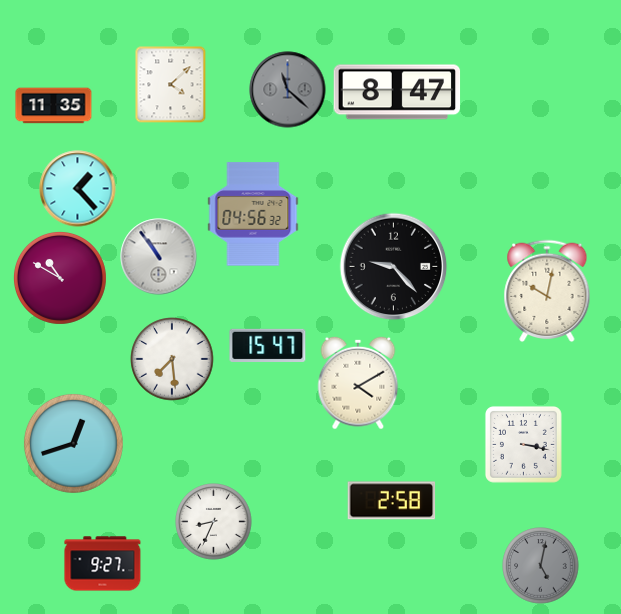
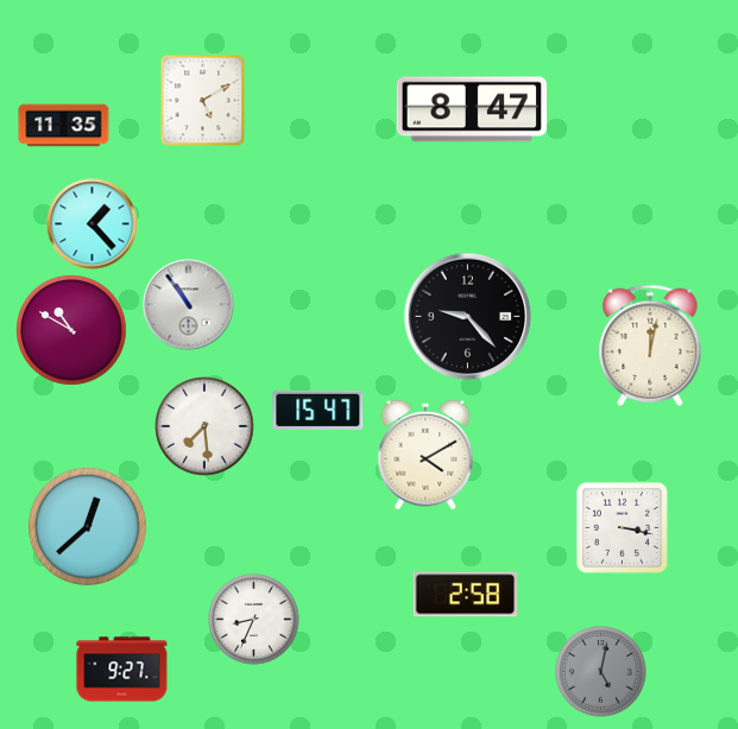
clock at (171, 84): 4:08 -> 5:10
clock at (288, 90): 11:22 -> none
clock at (253, 214): 04:56 -> none
clock at (547, 291): 10:02 -> 12:02
clock at (73, 443): 12:42 -> 12:38
clock at (541, 566) position: (541, 566) -> (601, 672)
